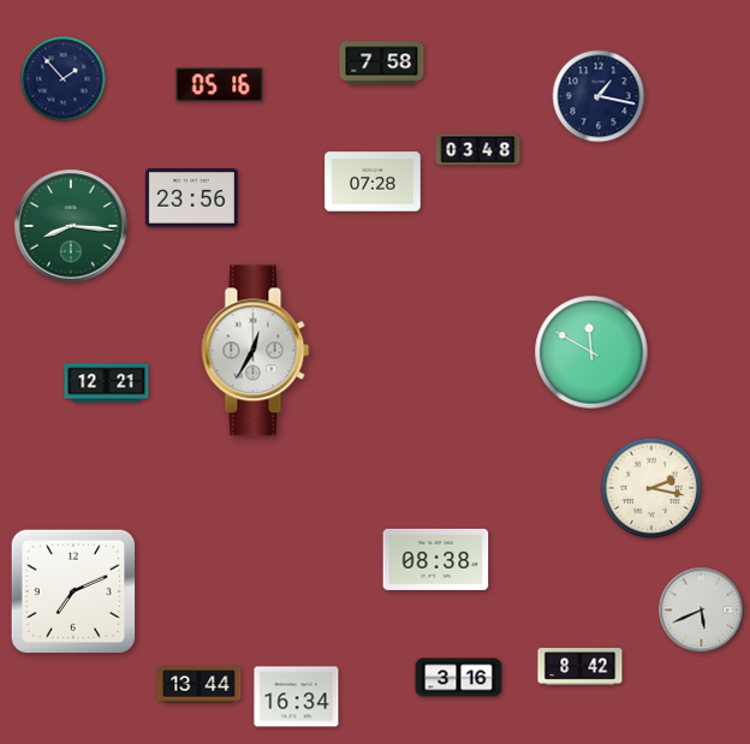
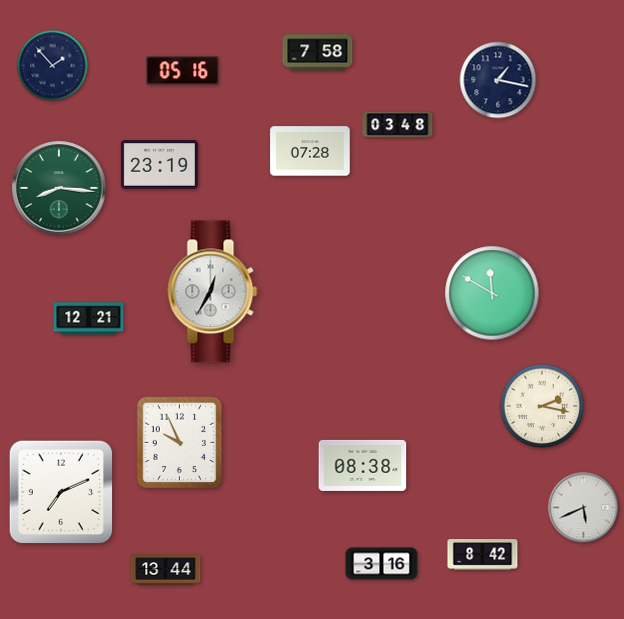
clock at (191, 198): 23:56 -> 23:19
clock at (180, 443): none -> 9:56
clock at (297, 697): 16:34 -> none
